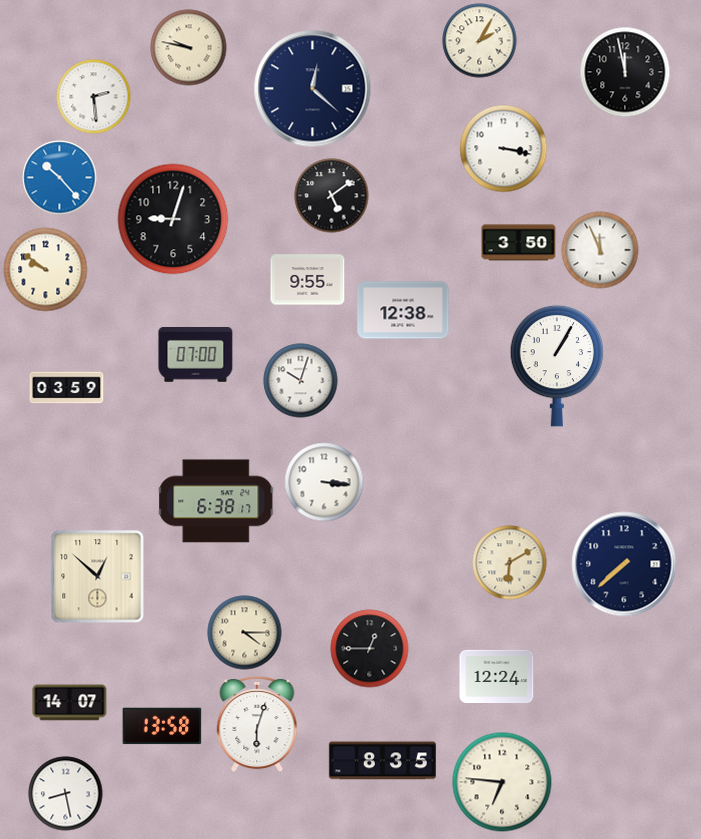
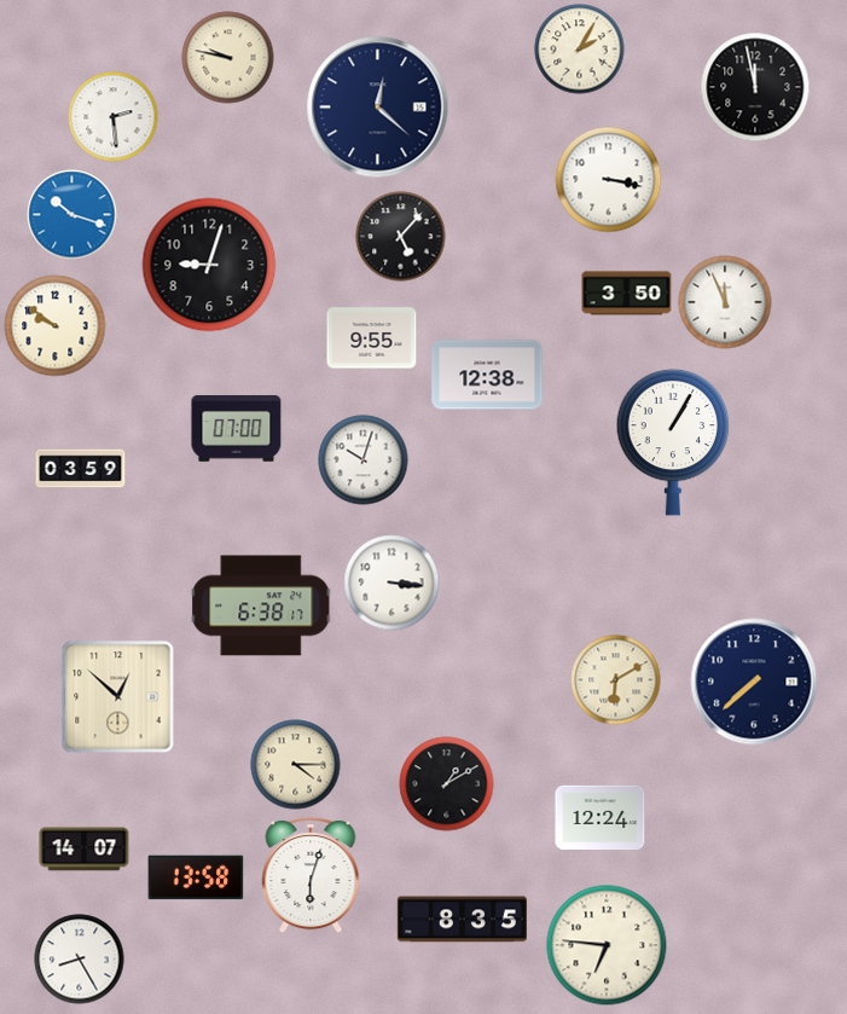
clock at (60, 178): 10:23 -> 10:18
clock at (332, 196): 5:09 -> 5:07
clock at (370, 649): 12:45 -> 1:10
clock at (66, 794): 8:28 -> 8:25
